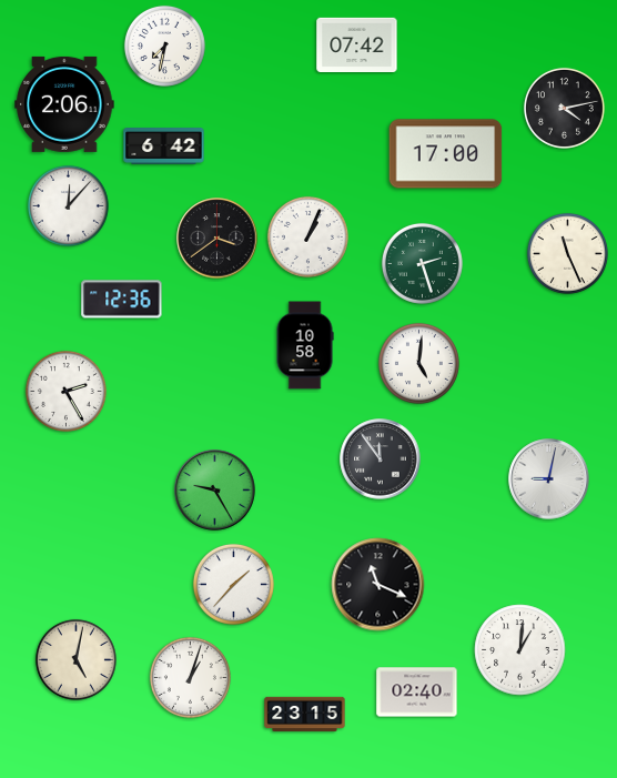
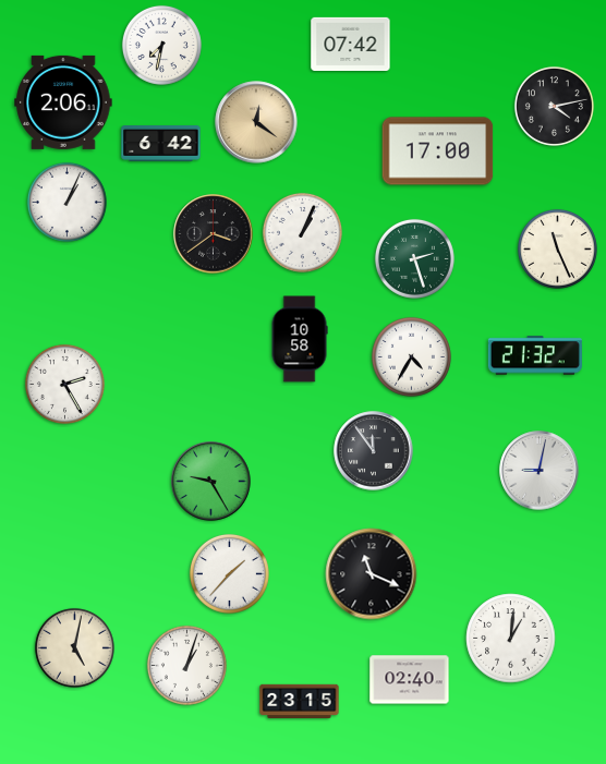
clock at (256, 122): none -> 12:21
clock at (68, 205): 12:07 -> 1:04
clock at (122, 300): 12:36 -> none
clock at (535, 355): none -> 21:32
clock at (418, 363): 5:01 -> 4:35
